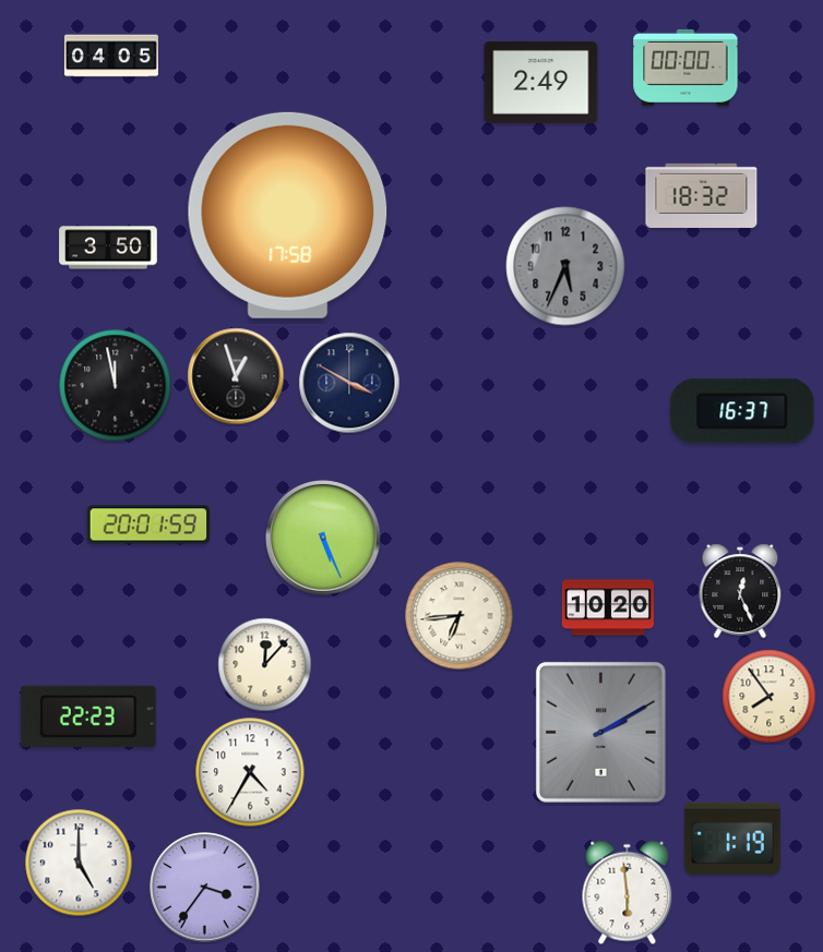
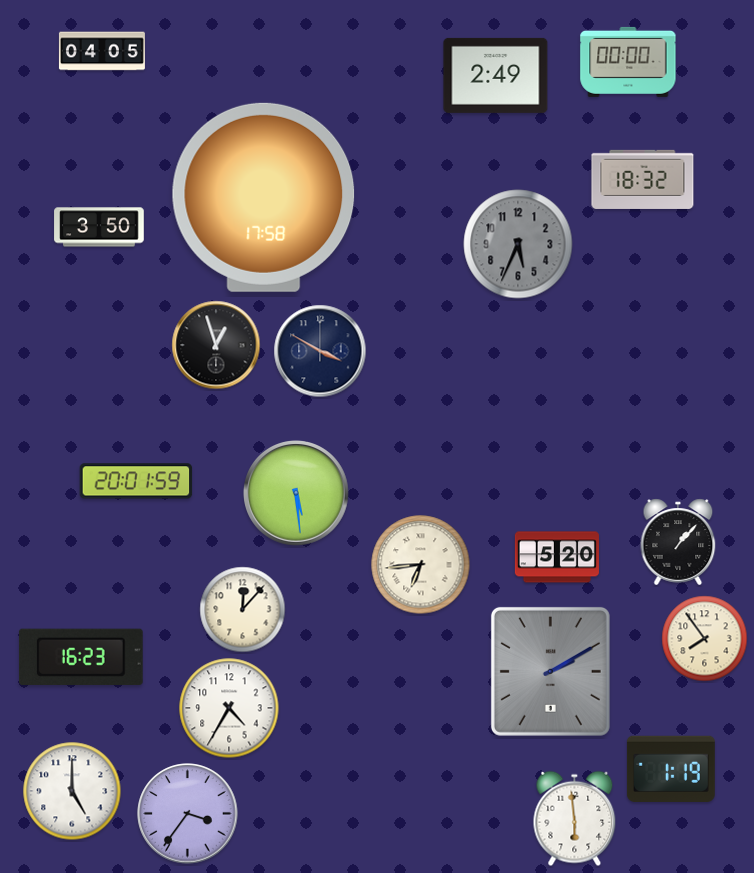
clock at (116, 386): 11:58 -> none
clock at (742, 411): 16:37 -> none
clock at (324, 539): 5:26 -> 5:29
clock at (740, 591): 12:26 -> 1:07
clock at (608, 607): 10:20 -> 5:20
clock at (88, 716): 22:23 -> 16:23
